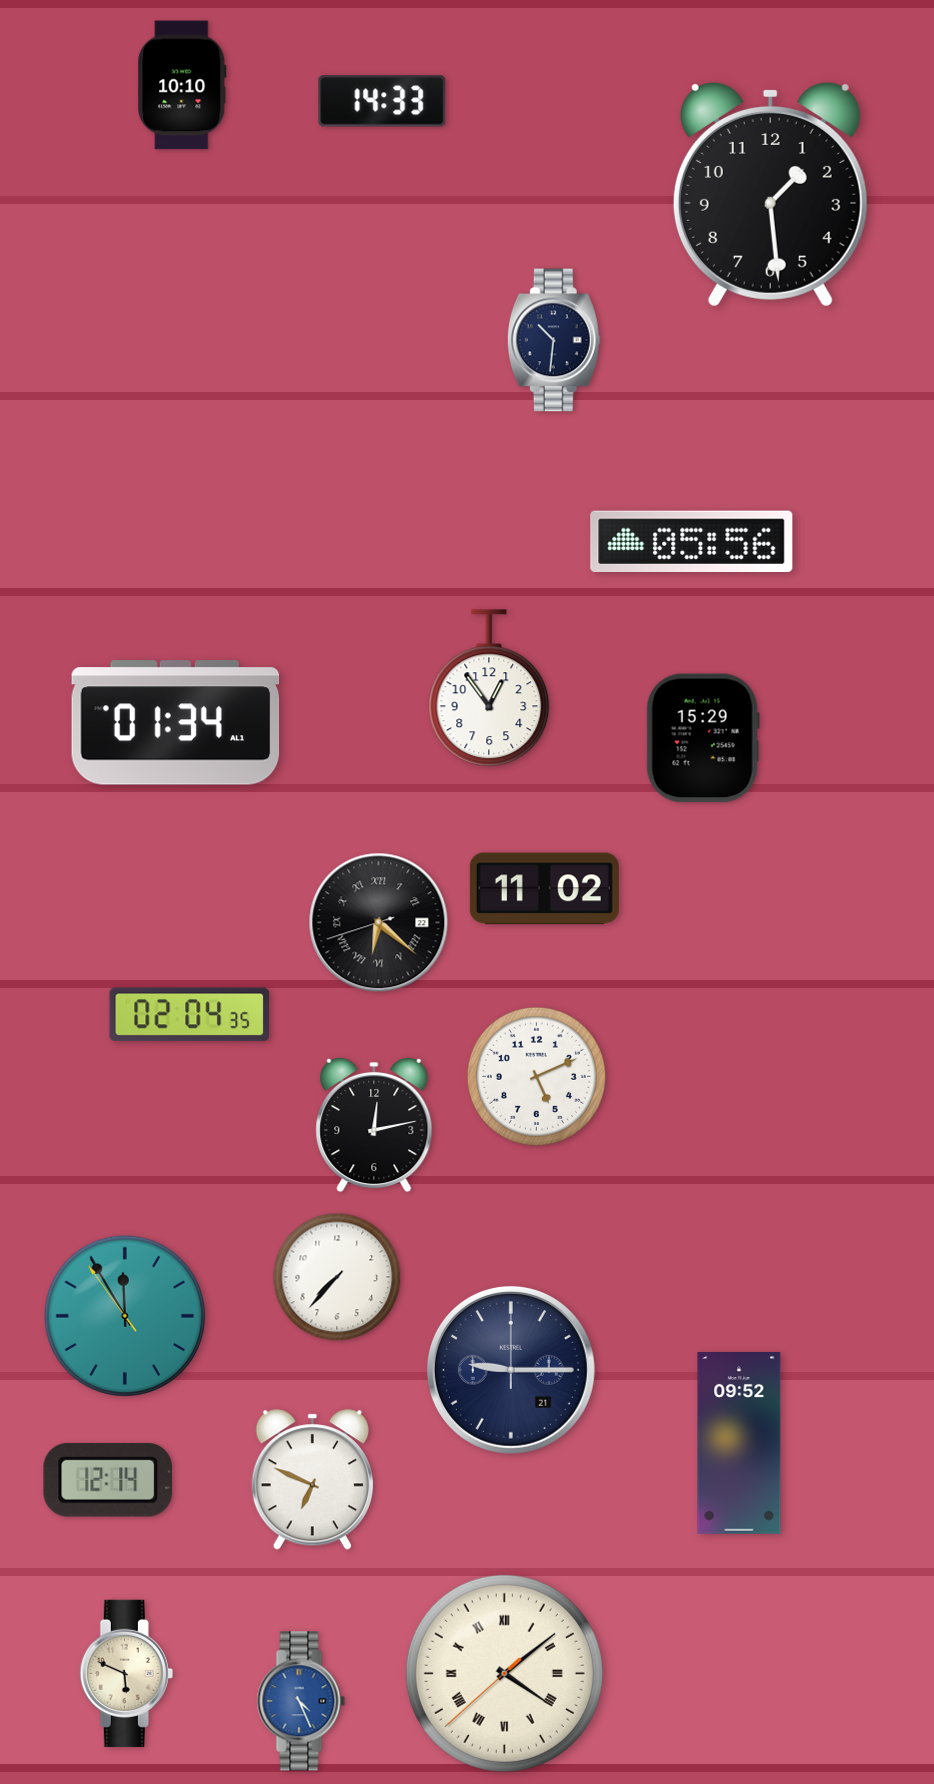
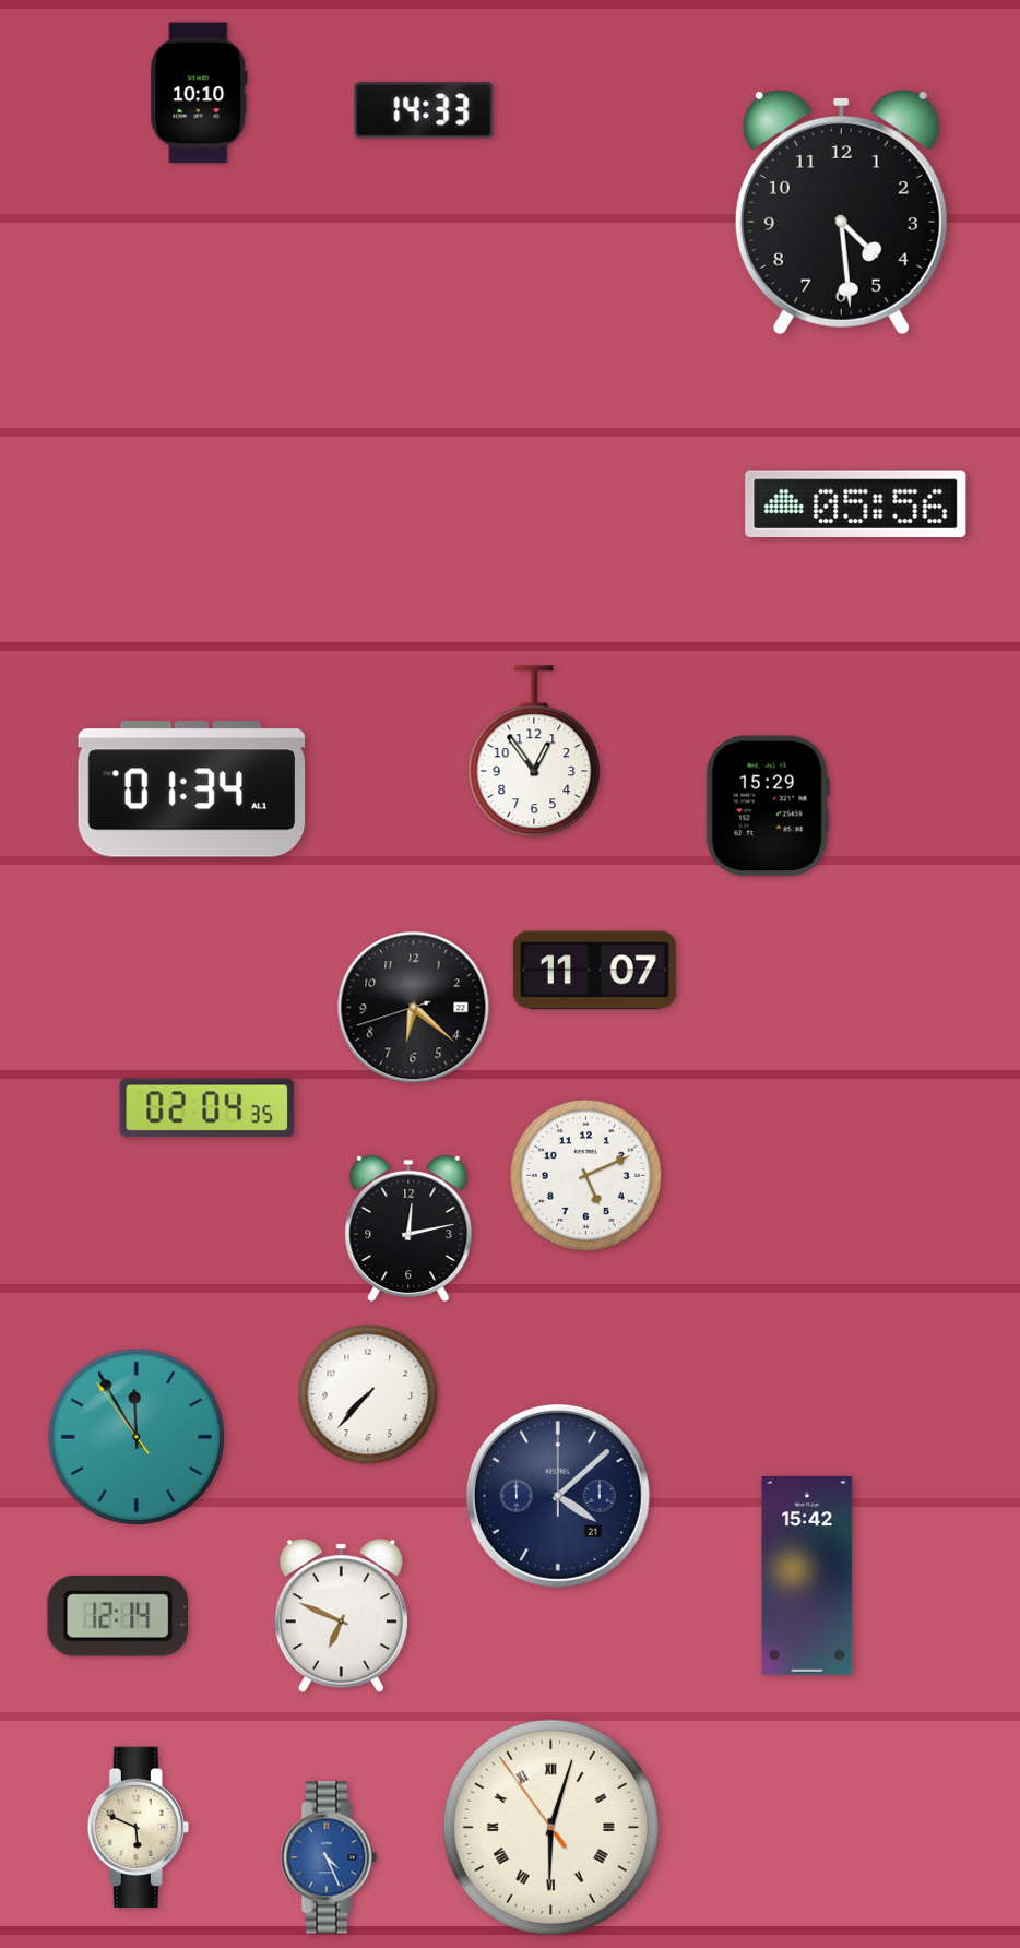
clock at (382, 101) position: (382, 101) -> (424, 110)
clock at (770, 195): 1:29 -> 4:29
clock at (554, 340): 10:31 -> none
clock at (692, 541) position: (692, 541) -> (856, 503)
clock at (544, 889): 11:02 -> 11:07
clock at (379, 923) numerals: Roman -> Arabic
clock at (511, 1370): 9:15 -> 4:08
clock at (739, 1443): 09:52 -> 15:42
clock at (504, 1673): 4:08 -> 6:02
